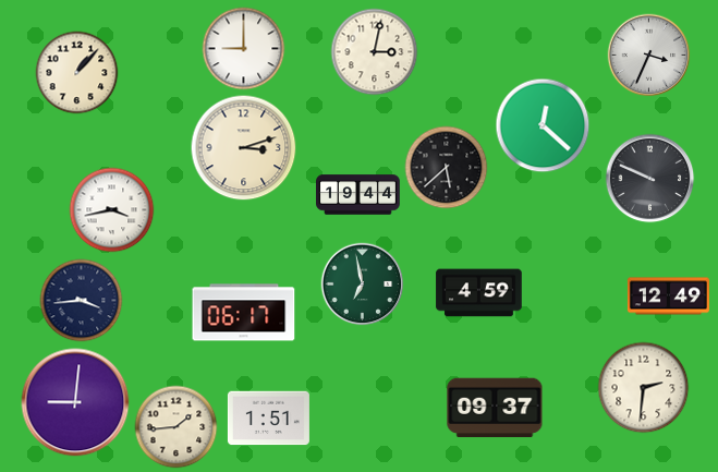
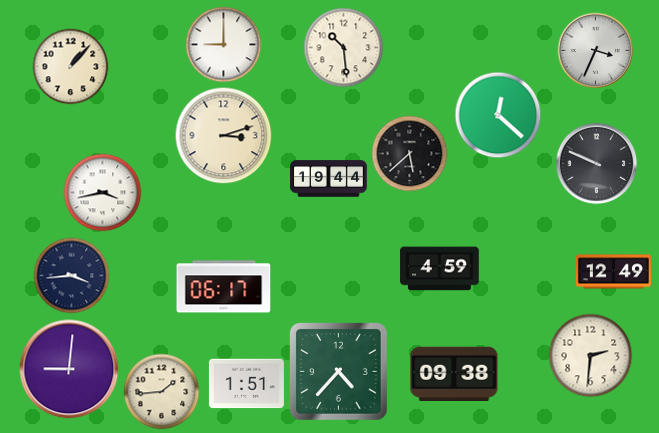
clock at (375, 52): 3:02 -> 10:29
clock at (363, 285): 6:58 -> none
clock at (82, 301) position: (82, 301) -> (72, 276)
clock at (339, 372): none -> 4:37
clock at (495, 408): 09:37 -> 09:38
